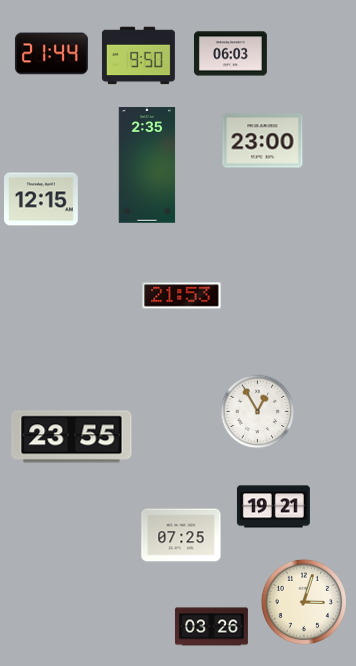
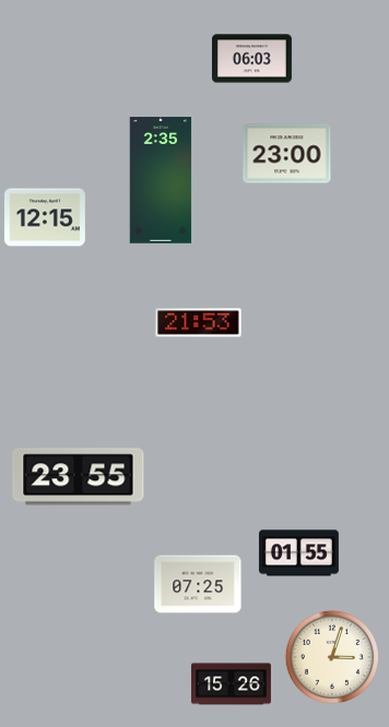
clock at (51, 54): 21:44 -> none
clock at (138, 56): 9:50 -> none
clock at (258, 412): 12:55 -> none
clock at (273, 507): 19:21 -> 01:55
clock at (211, 627): 03:26 -> 15:26
